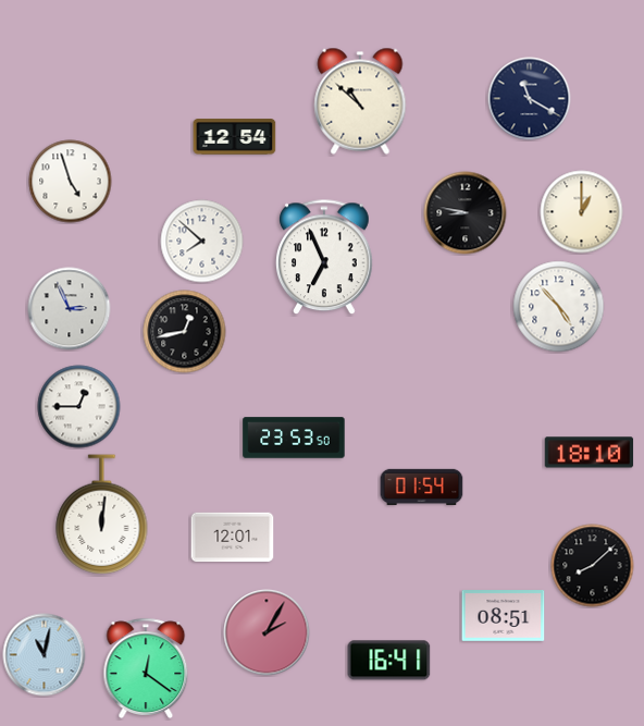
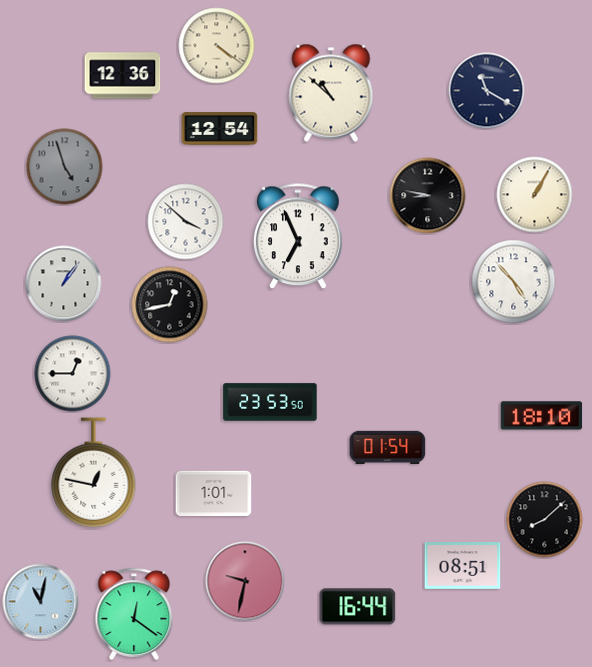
clock at (217, 46): none -> 4:21
clock at (123, 76): none -> 12:36
clock at (235, 137) position: (235, 137) -> (220, 129)
clock at (71, 182) dial: white -> grey
clock at (582, 212): 1:00 -> 1:05
clock at (202, 242): 7:52 -> 3:52
clock at (70, 309): 2:56 -> 1:06
clock at (102, 515): 12:01 -> 12:47
clock at (233, 538): 12:01 -> 1:01
clock at (267, 632): 2:05 -> 9:32
clock at (389, 661): 16:41 -> 16:44
